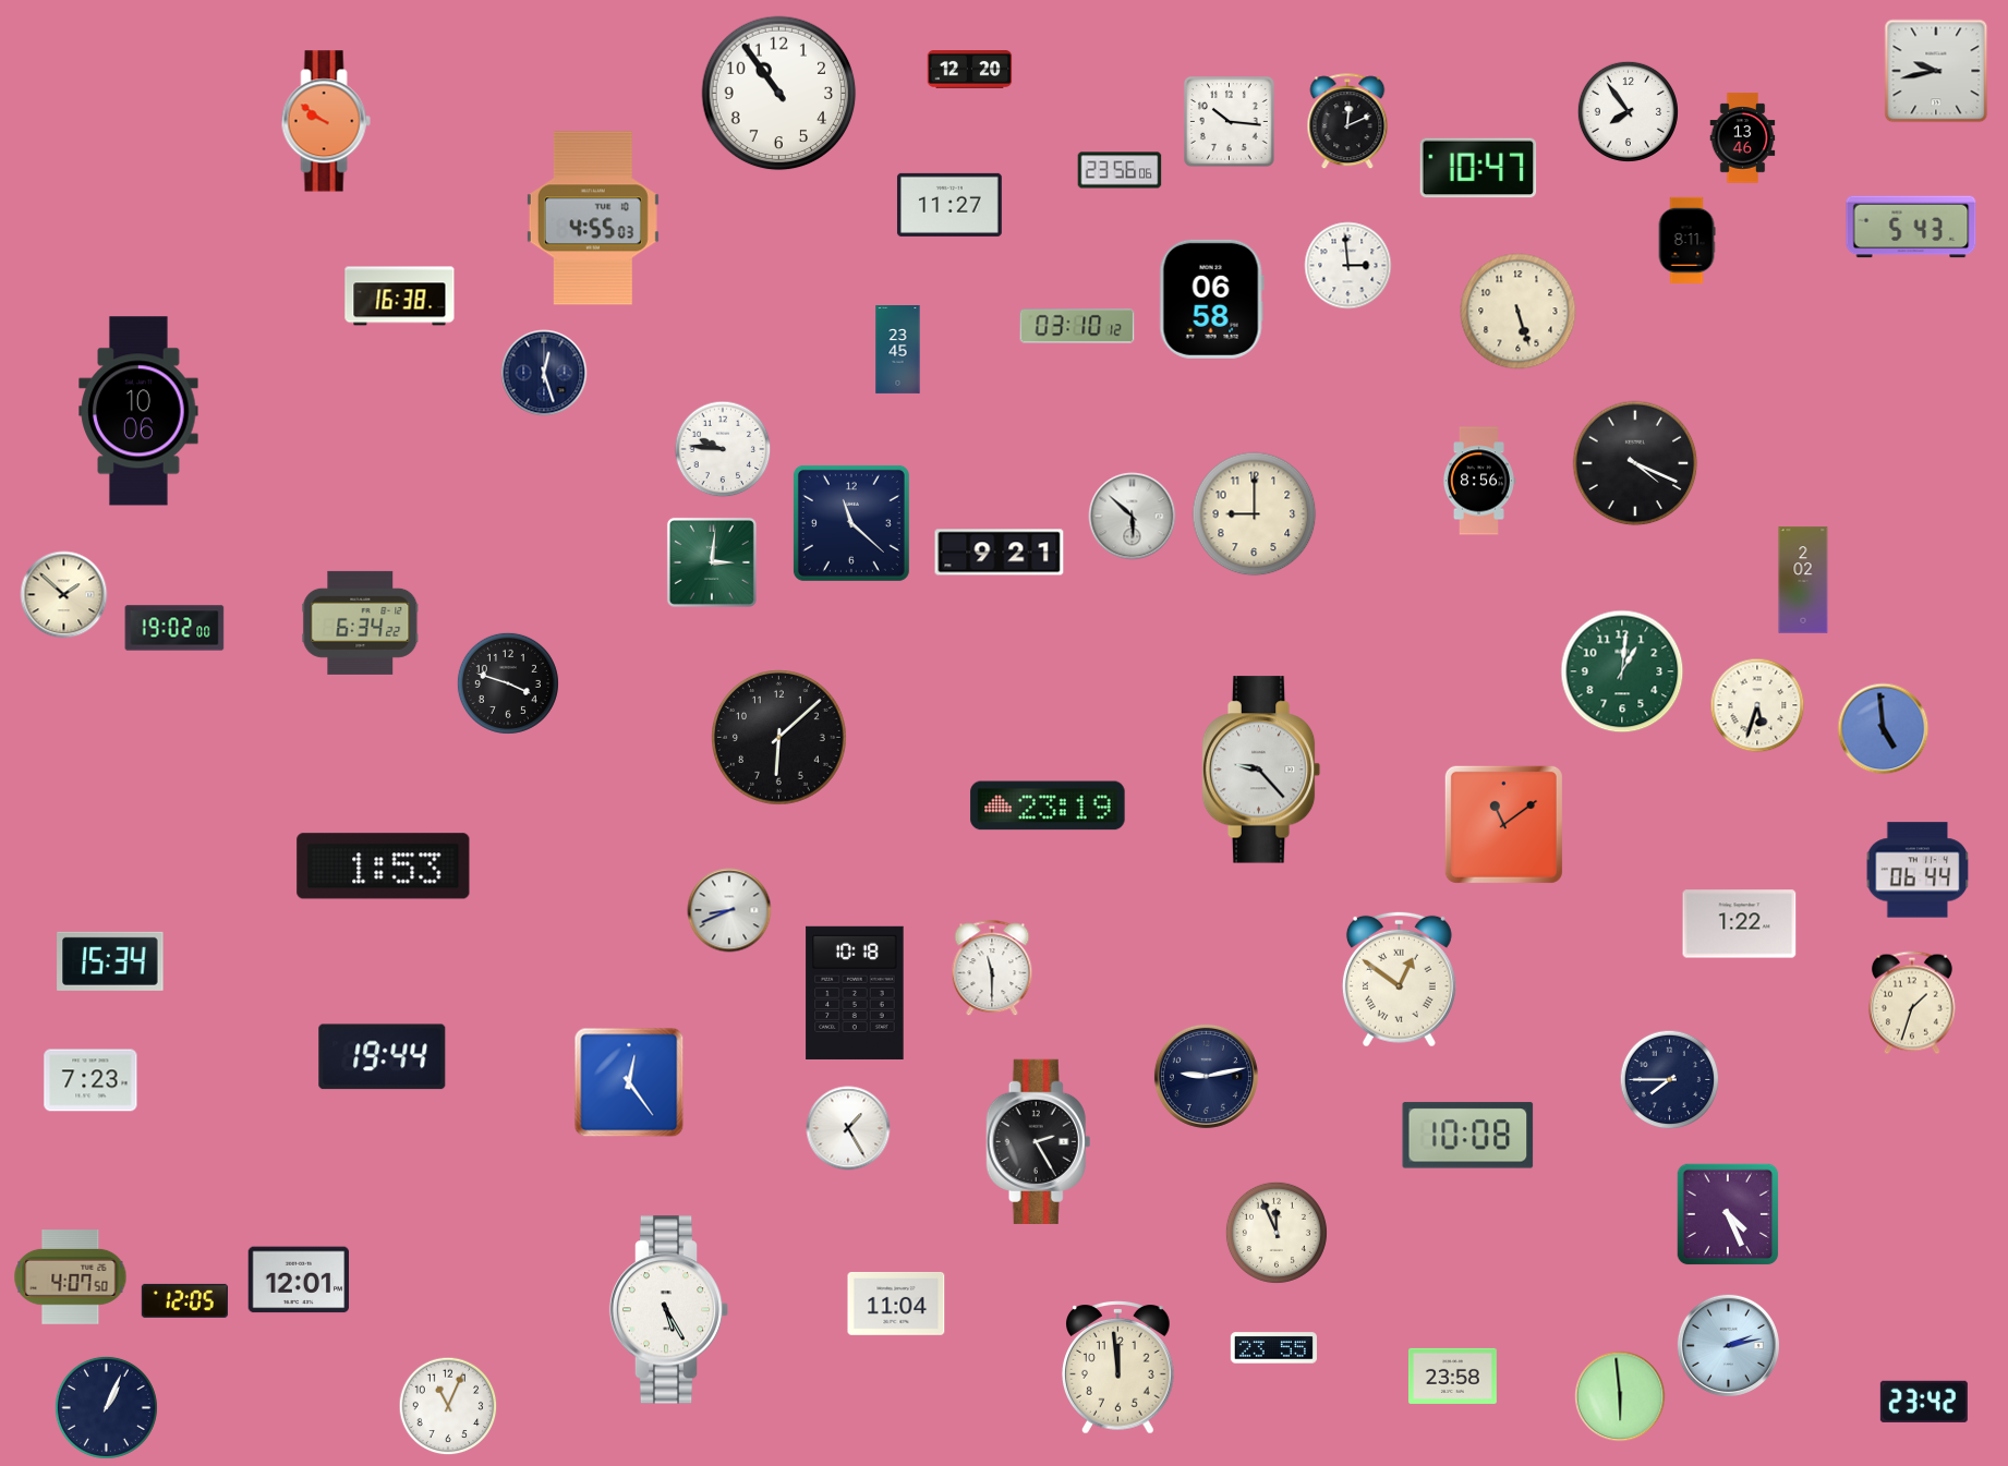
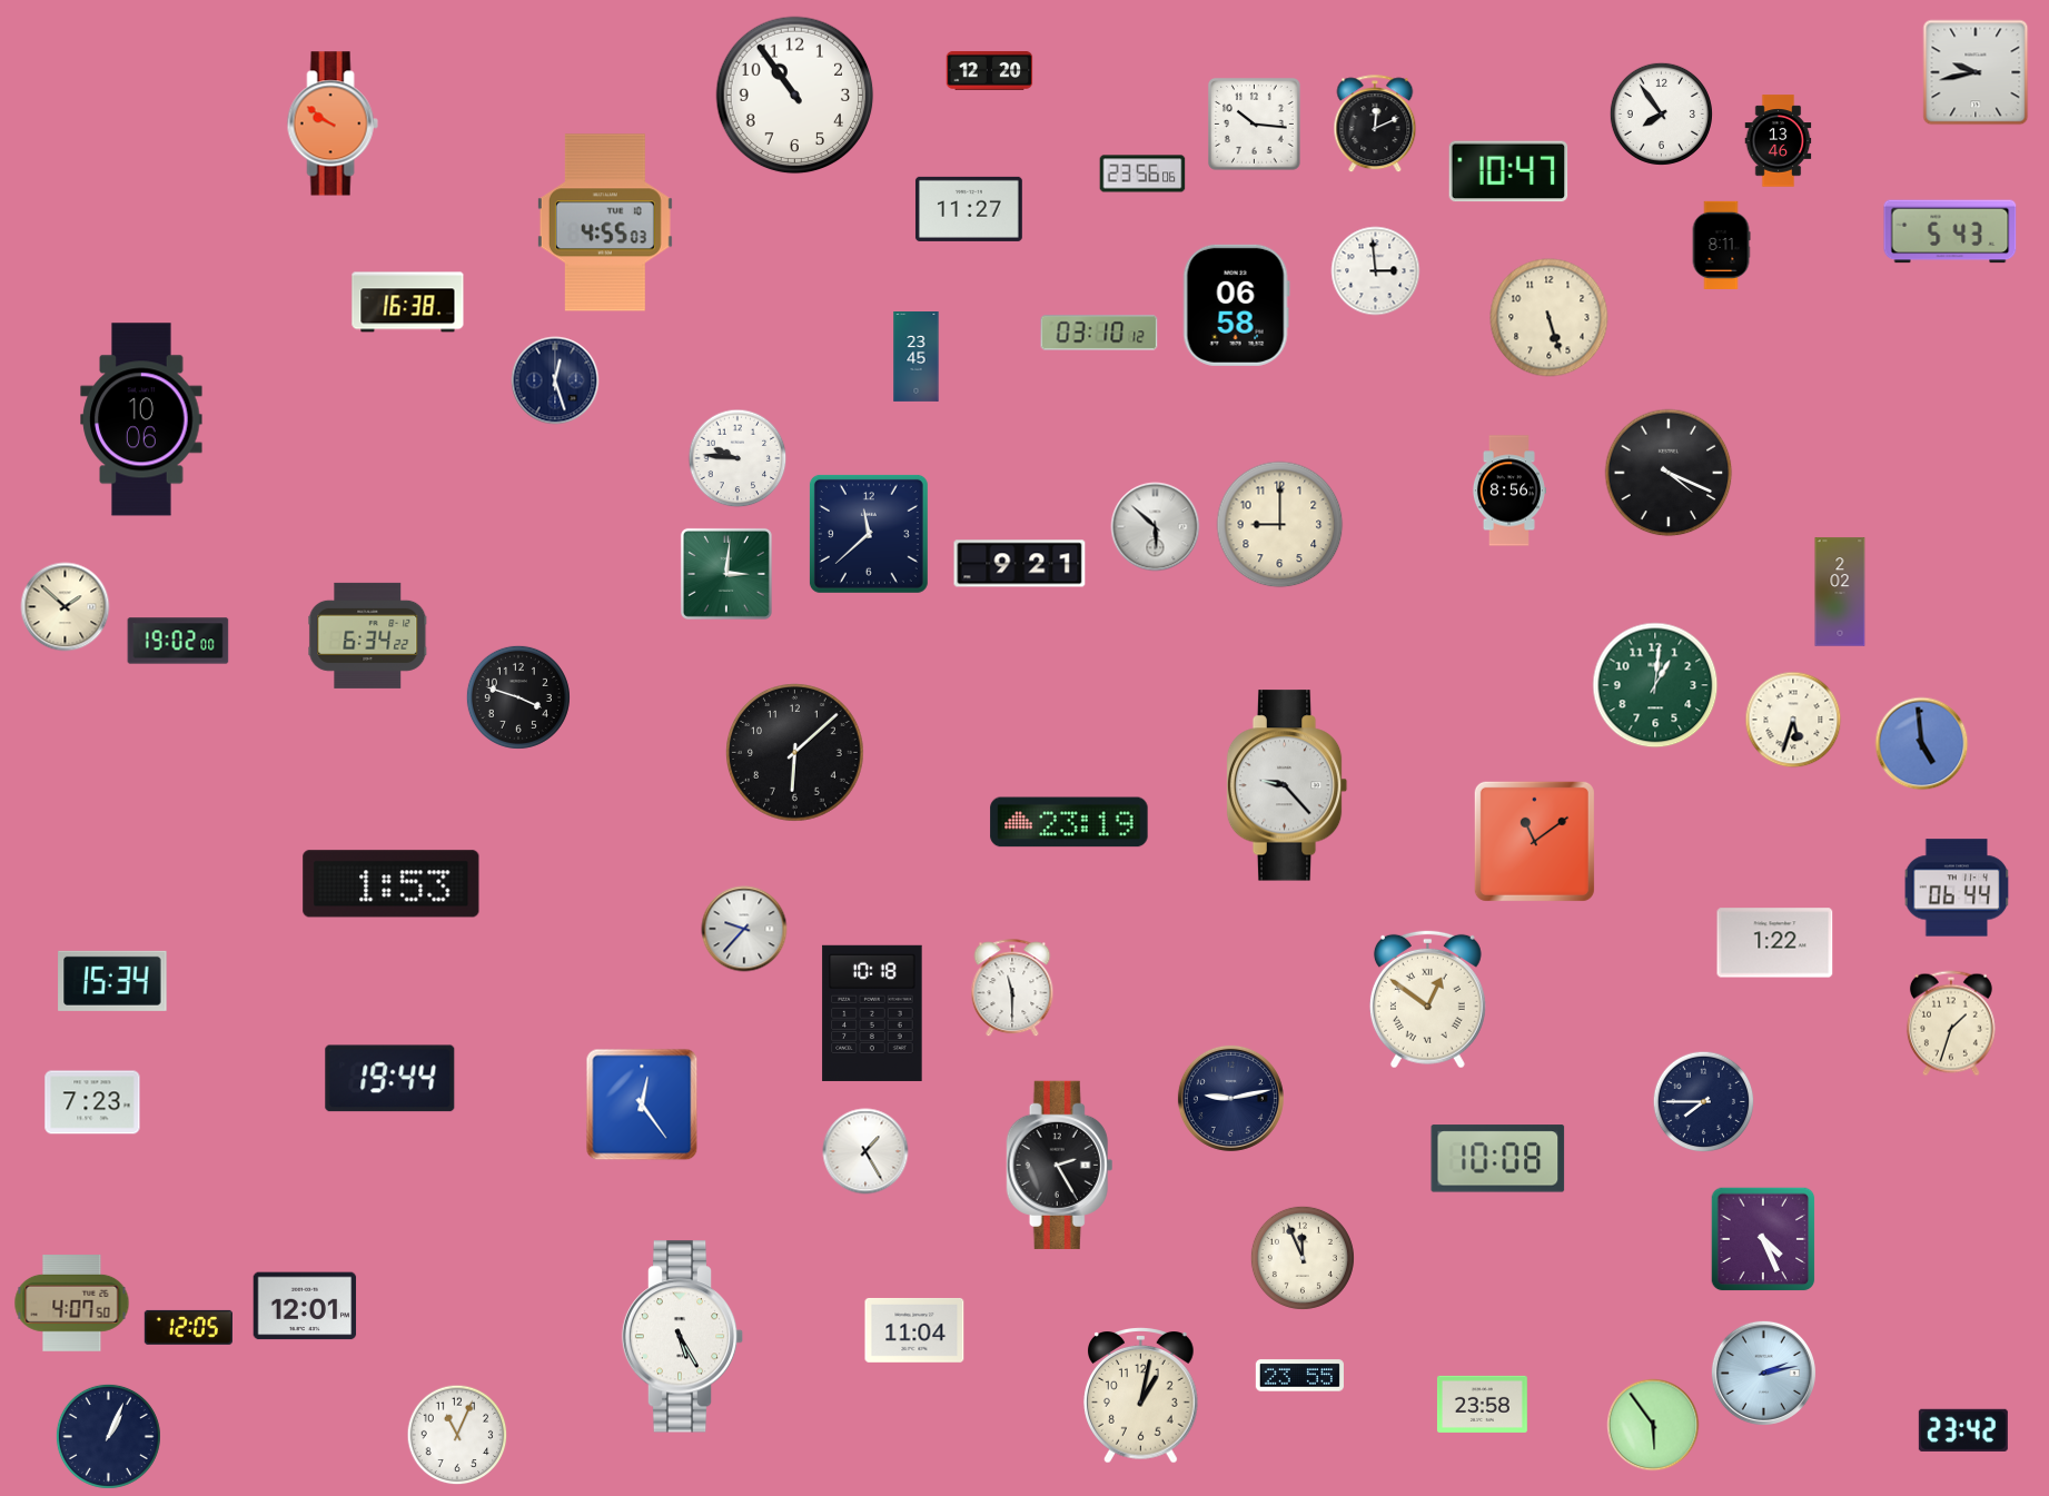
clock at (851, 523): 11:22 -> 11:38
clock at (729, 910): 8:41 -> 9:37
clock at (1118, 1368): 11:59 -> 1:02
clock at (1620, 1396): 5:59 -> 5:54
